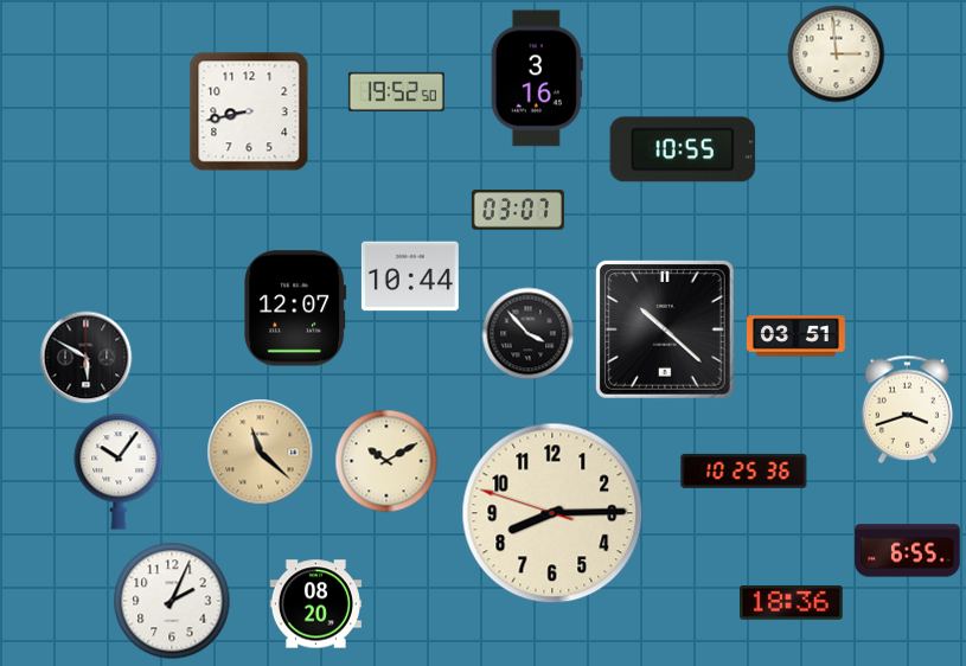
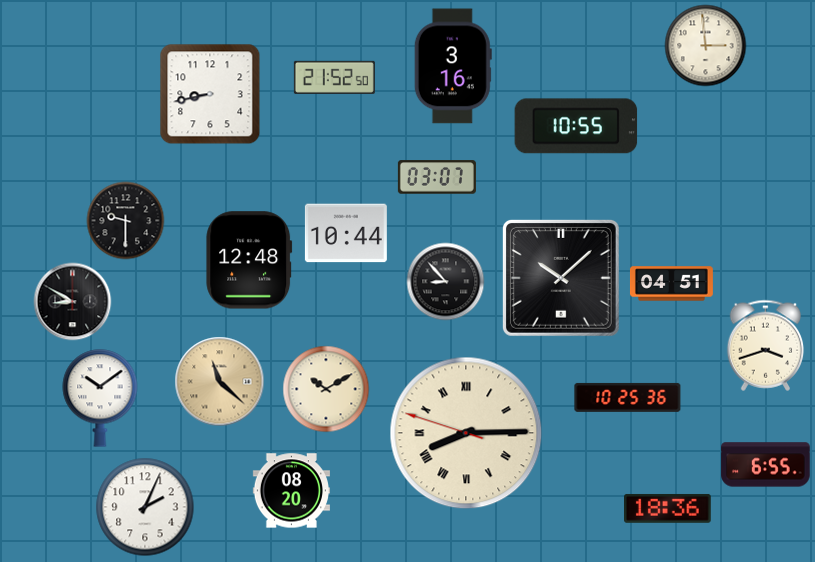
clock at (396, 91): 19:52 -> 21:52
clock at (125, 220): none -> 9:30
clock at (295, 308): 12:07 -> 12:48
clock at (665, 329): 10:22 -> 10:08
clock at (527, 333): 3:53 -> 8:53
clock at (795, 337): 03:51 -> 04:51
clock at (85, 357): 5:50 -> 8:50
clock at (119, 472): 10:06 -> 10:09
clock at (552, 513) numerals: Arabic -> Roman
clock at (315, 604) position: (315, 604) -> (291, 491)
